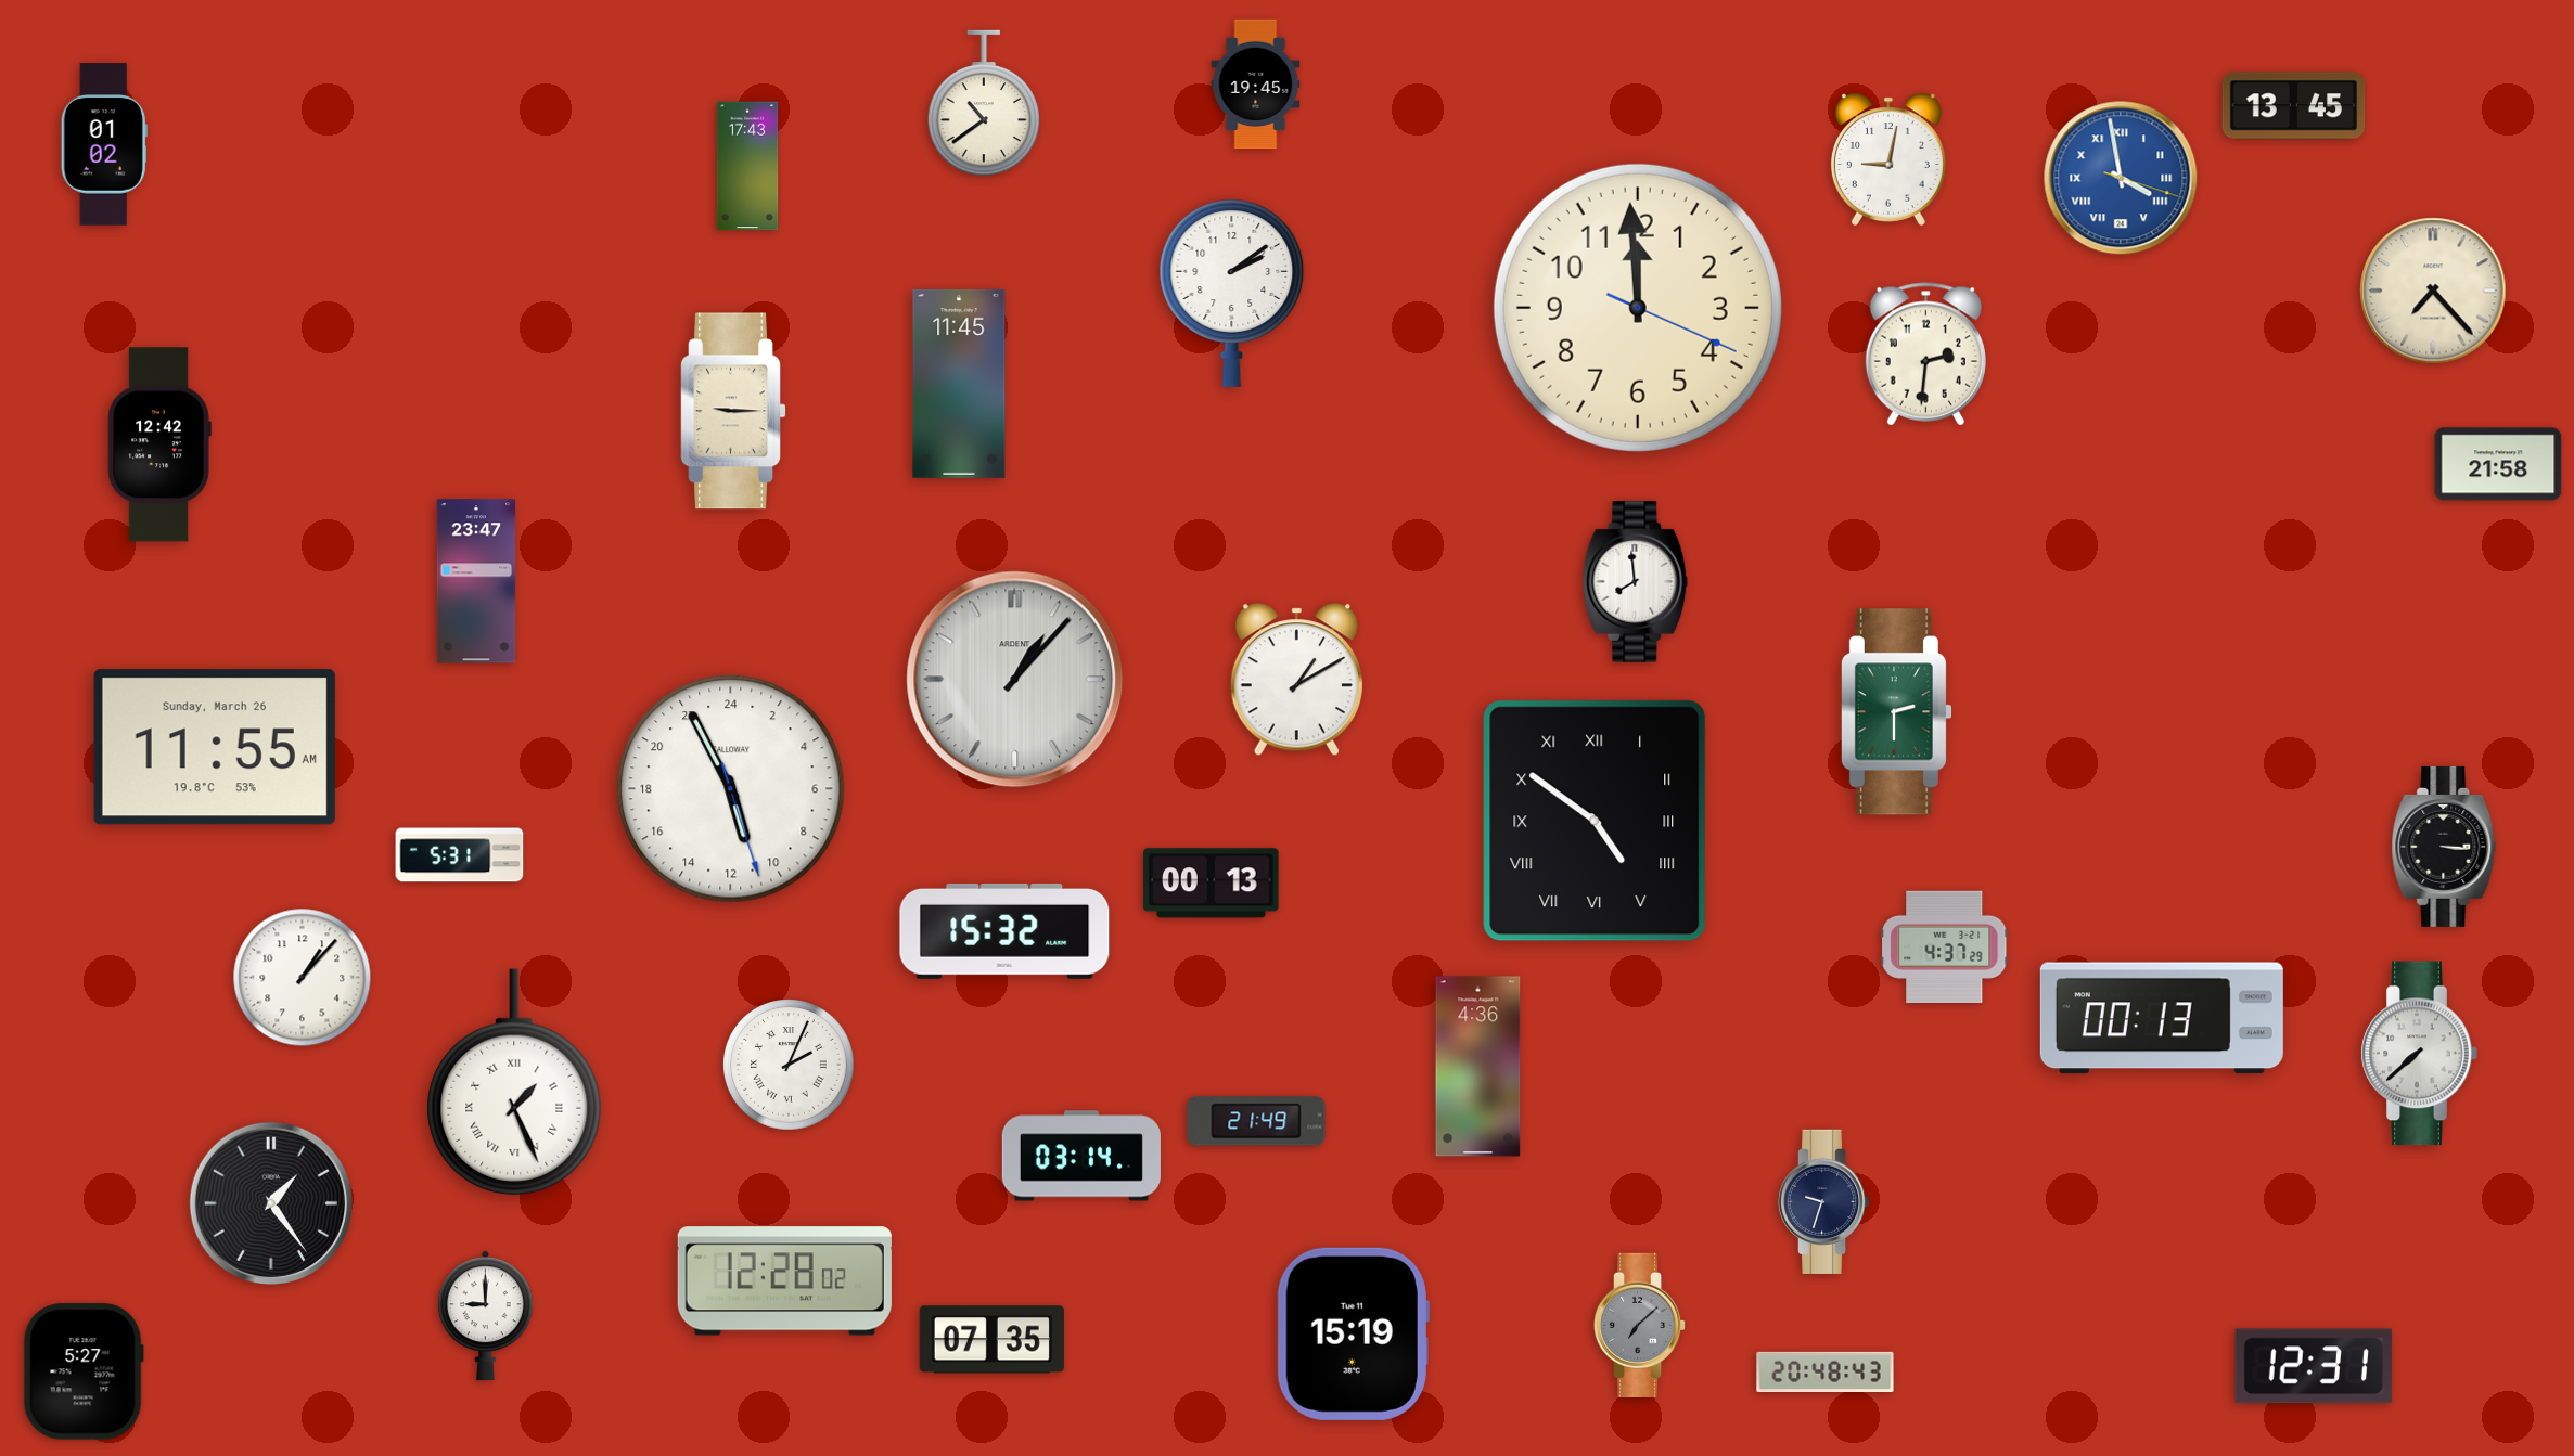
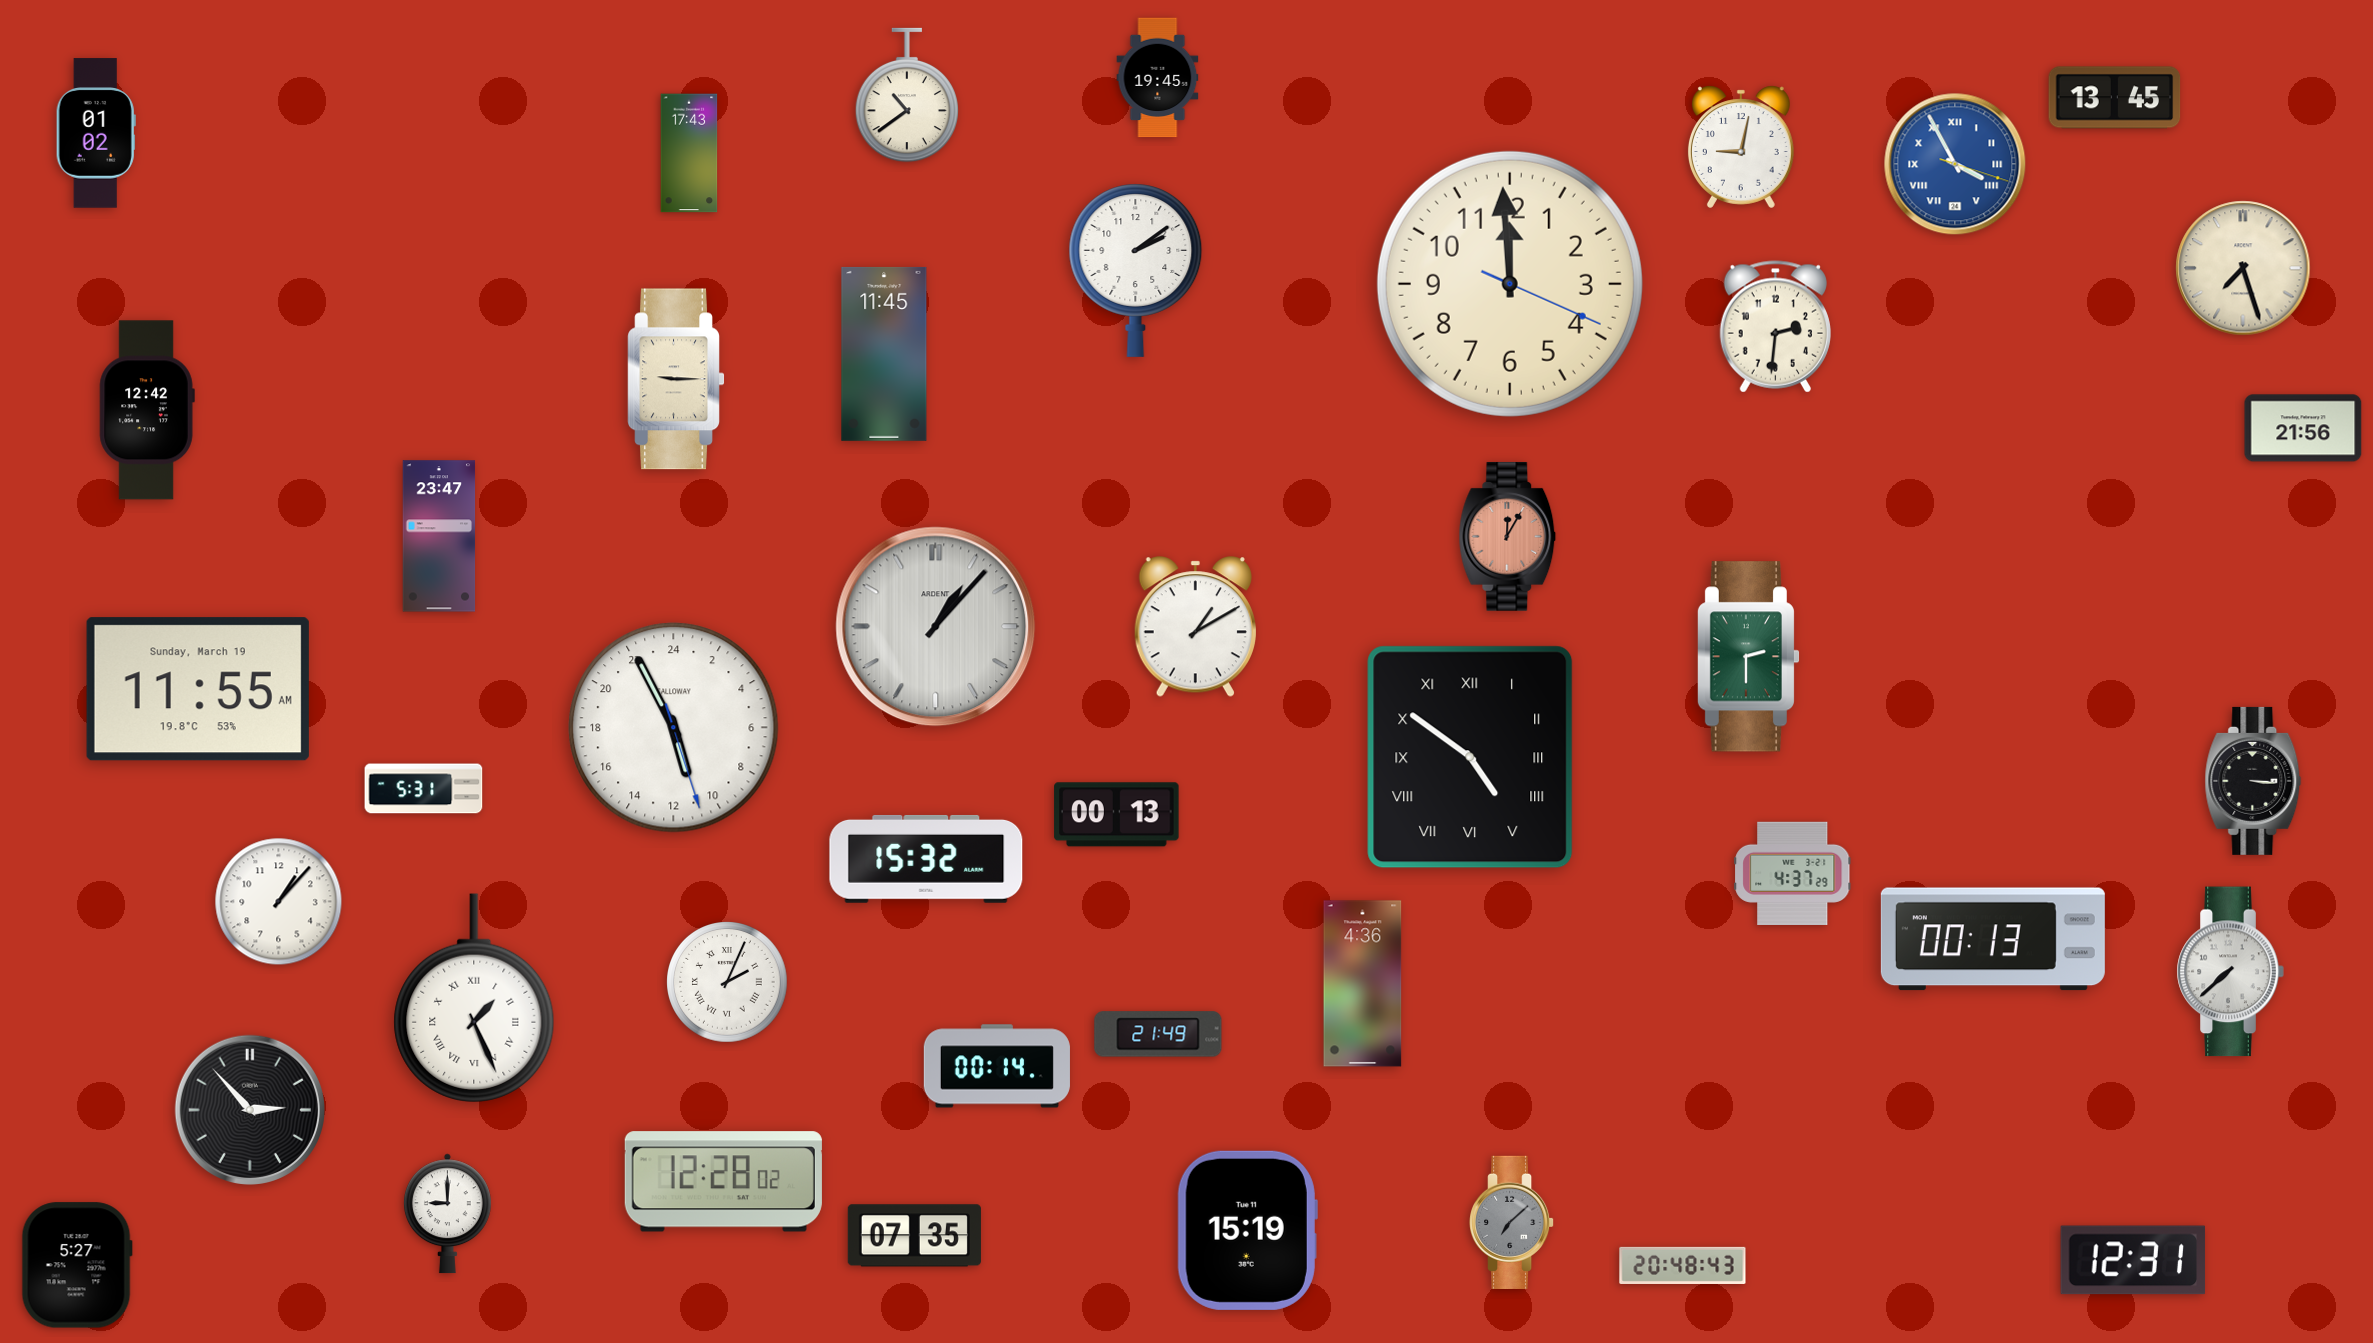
clock at (2121, 178): 3:58 -> 3:55
clock at (2433, 291): 7:23 -> 7:27
clock at (2498, 464): 21:58 -> 21:56
clock at (1636, 581): 7:59 -> 12:05
clock at (1636, 581) dial: white -> salmon
clock at (215, 747) date: Sunday, March 26 -> Sunday, March 19
clock at (1081, 1156): 03:14 -> 00:14
clock at (1826, 1201): 9:33 -> none
clock at (271, 1203): 1:24 -> 2:53
